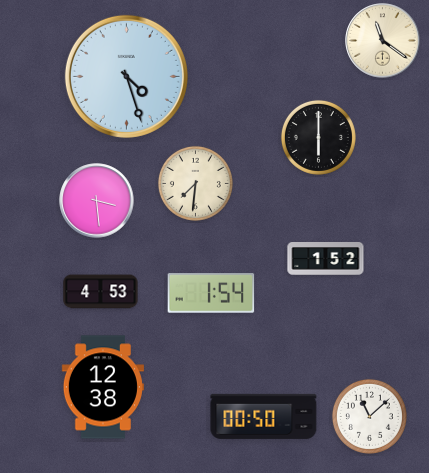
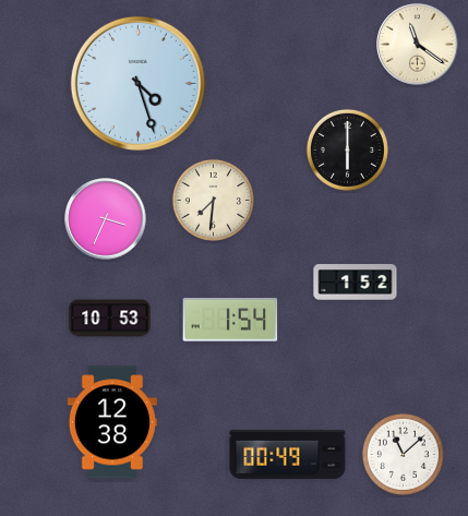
clock at (97, 201): 3:29 -> 3:34
clock at (101, 292): 4:53 -> 10:53
clock at (264, 416): 00:50 -> 00:49
